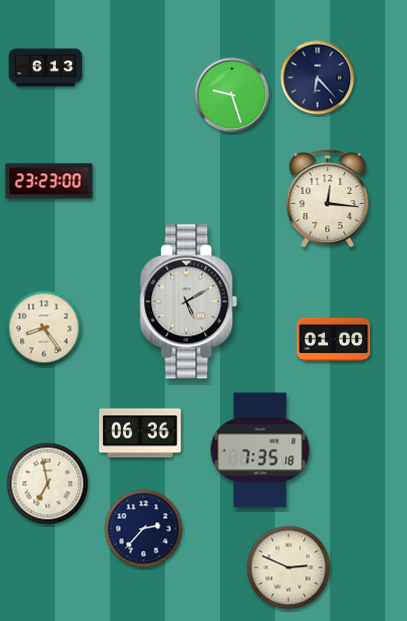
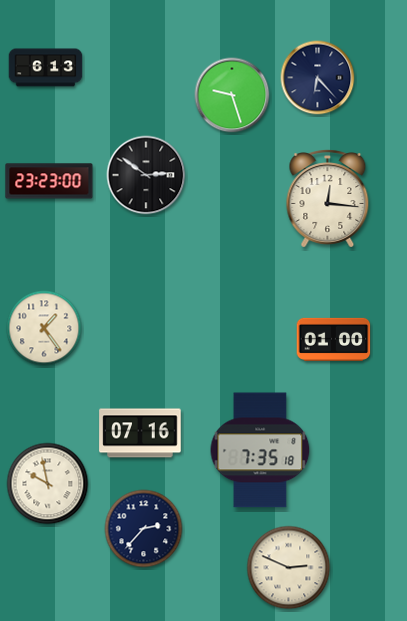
clock at (146, 175): none -> 2:51
clock at (189, 302): 5:10 -> none
clock at (44, 328): 8:24 -> 1:24
clock at (140, 433): 06:36 -> 07:16
clock at (48, 484): 6:58 -> 9:58
